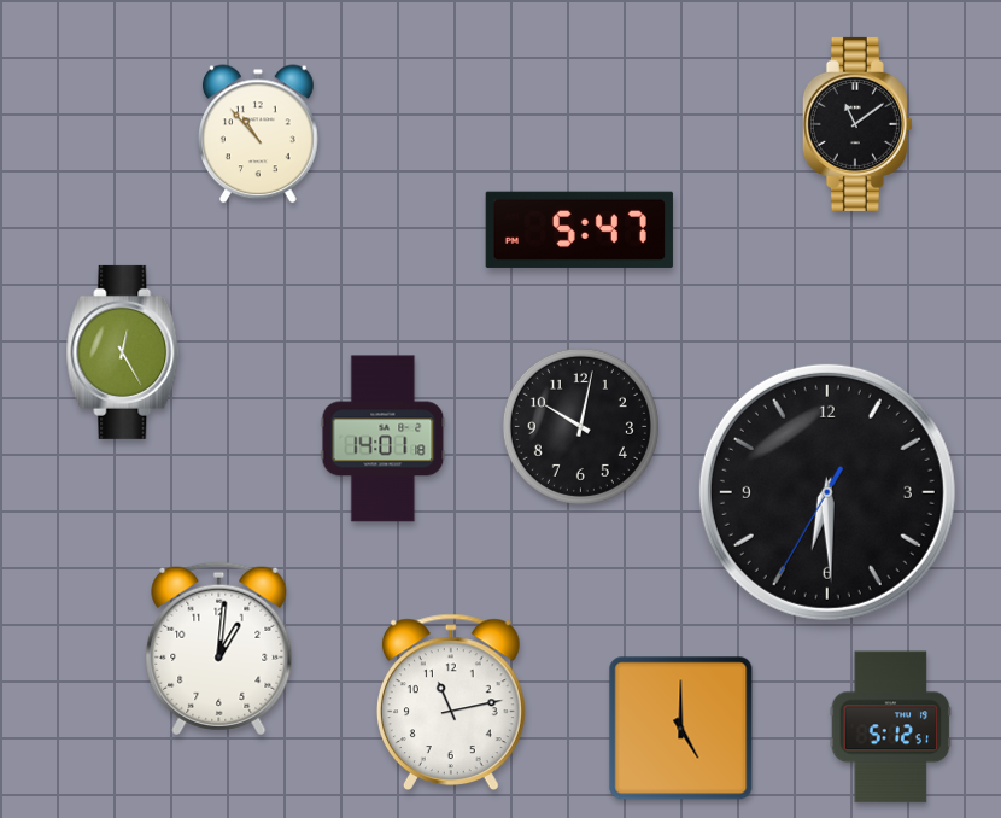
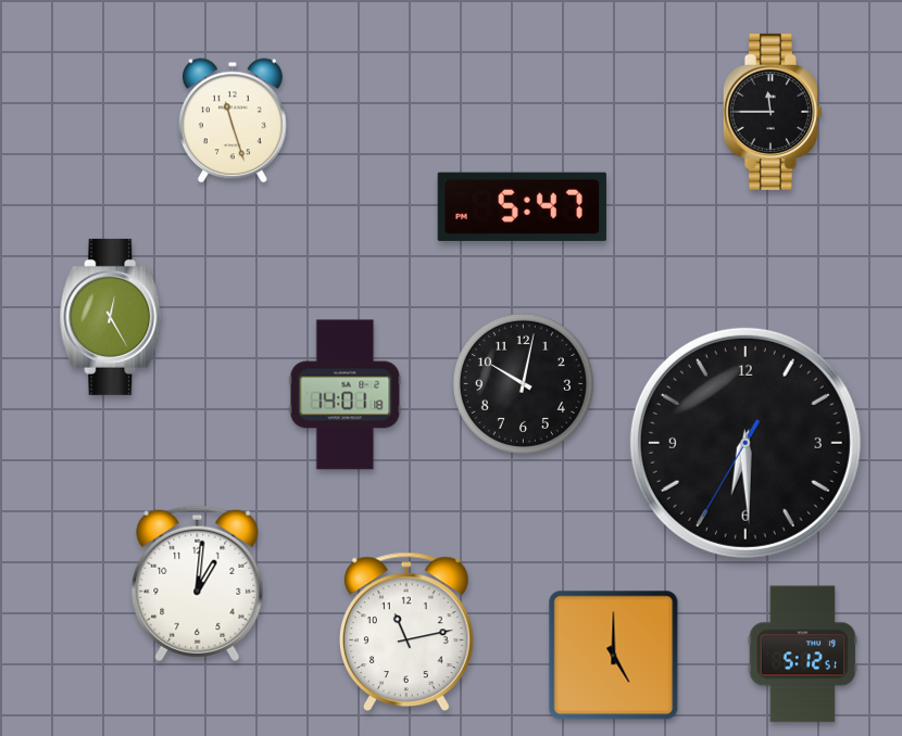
clock at (857, 124): 11:09 -> 11:45
clock at (258, 134): 10:53 -> 11:27
